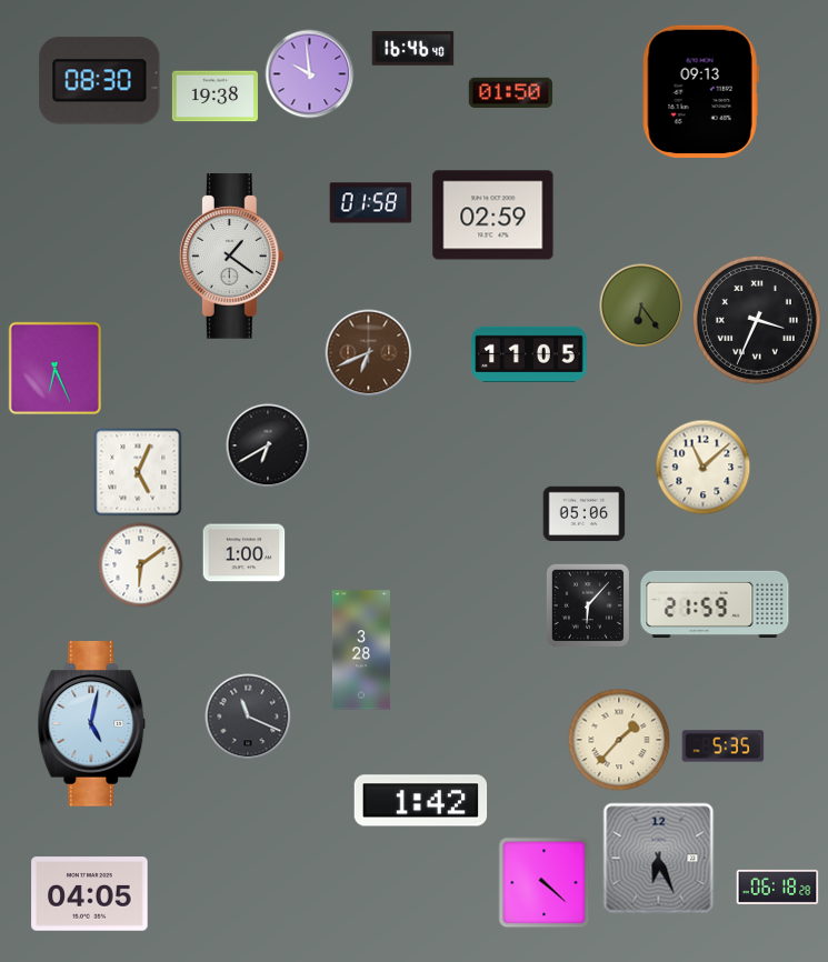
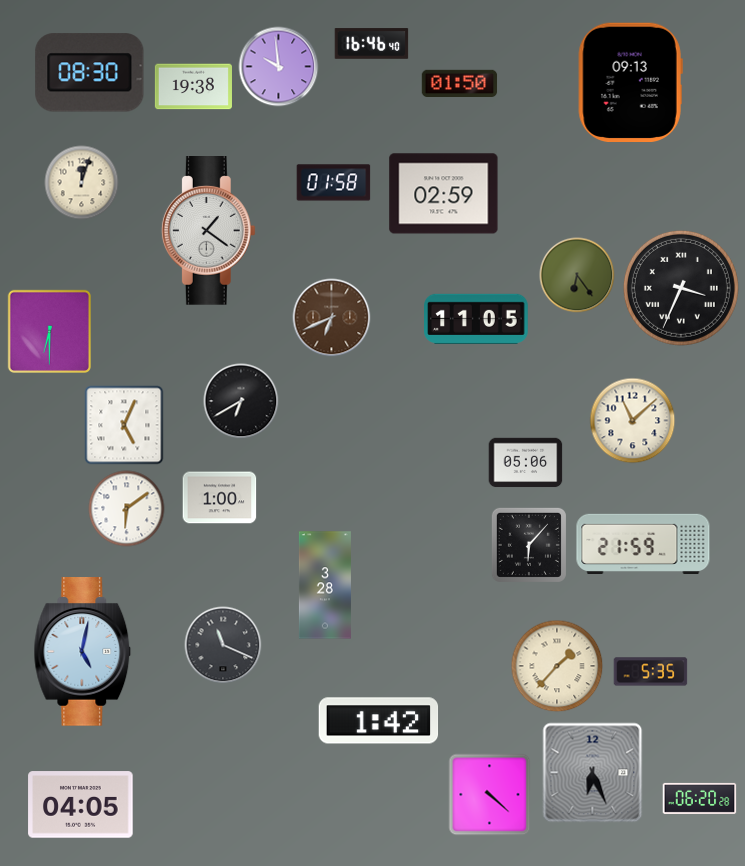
clock at (82, 183): none -> 12:03
clock at (54, 368): 6:26 -> 6:30
clock at (778, 886): 06:18 -> 06:20
